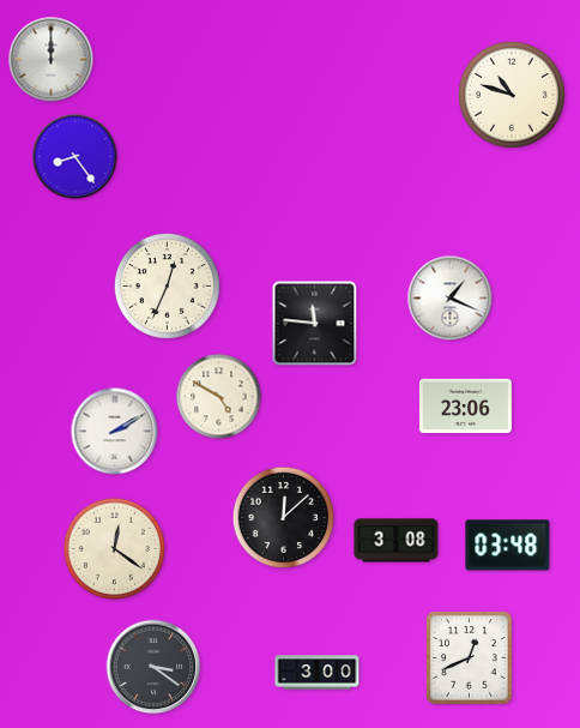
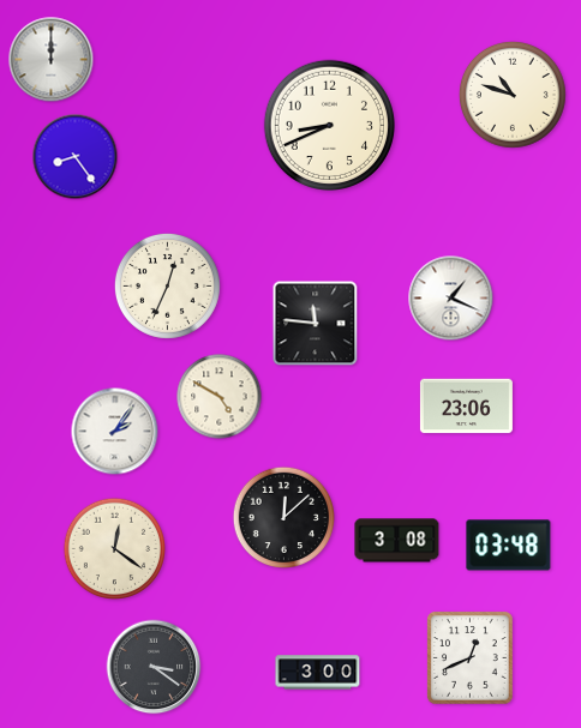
clock at (329, 125): none -> 8:41
clock at (115, 432): 2:10 -> 2:06
